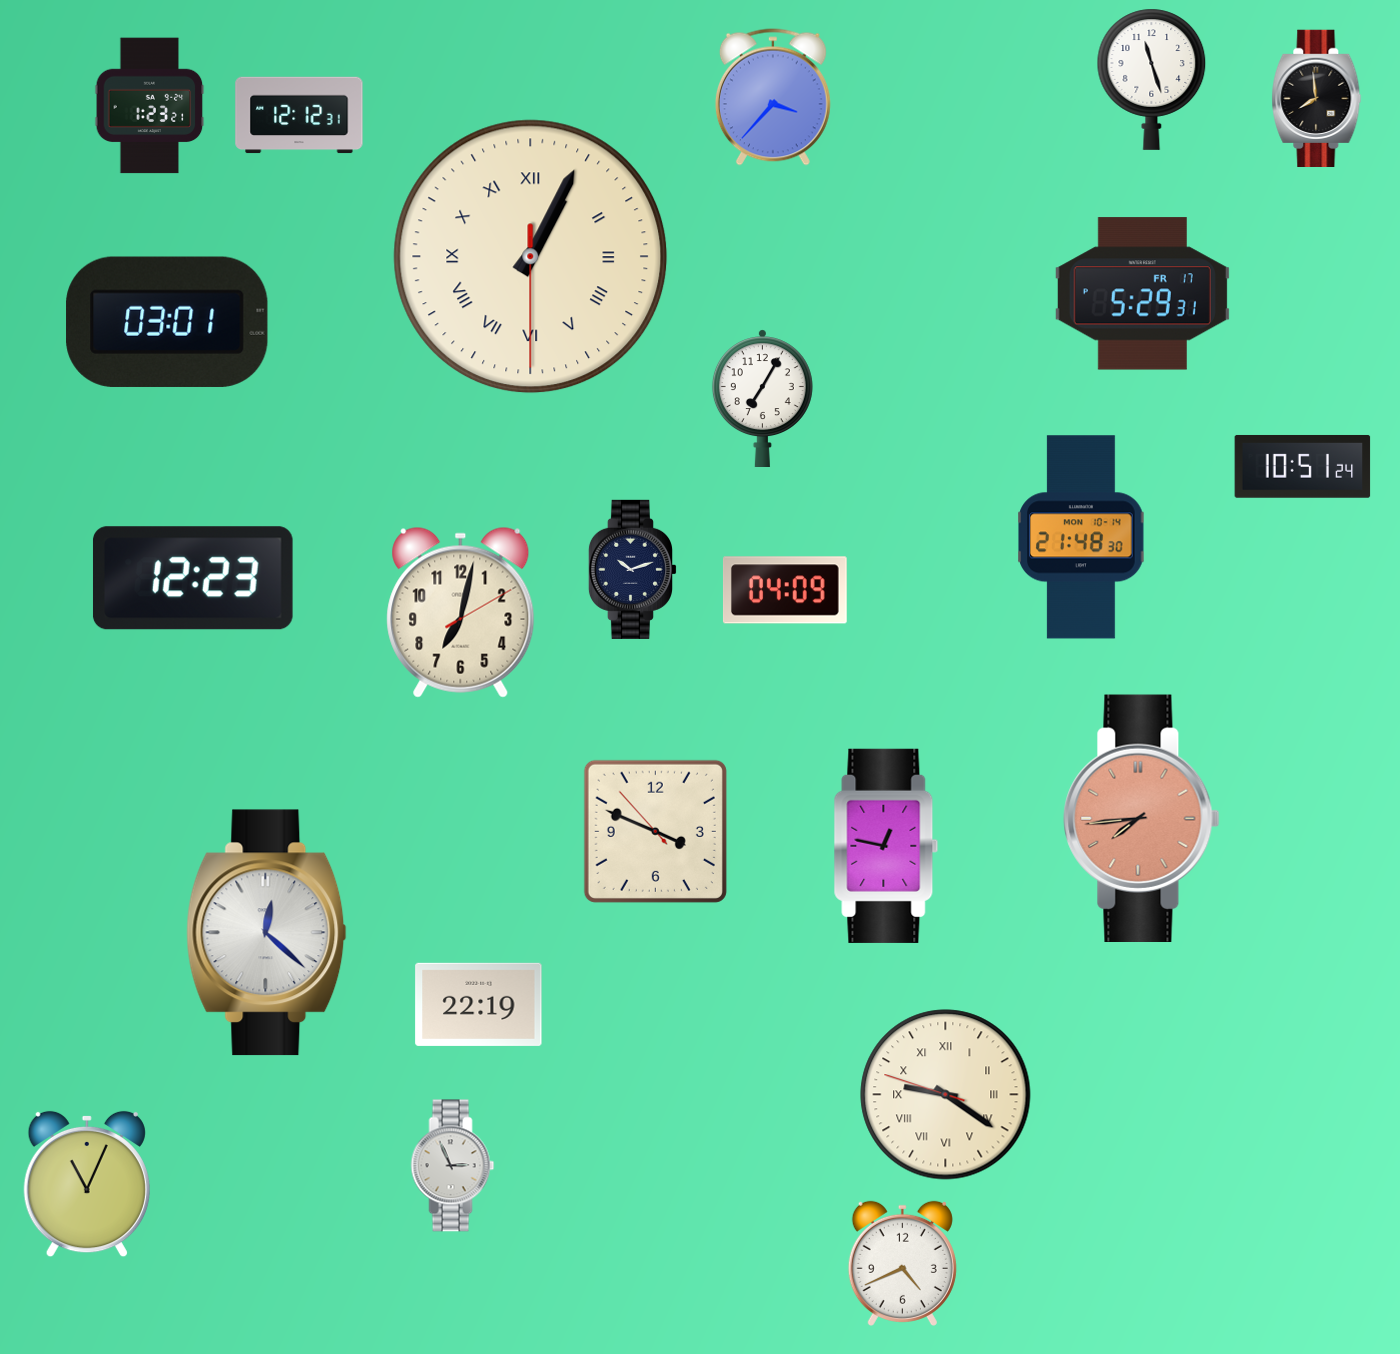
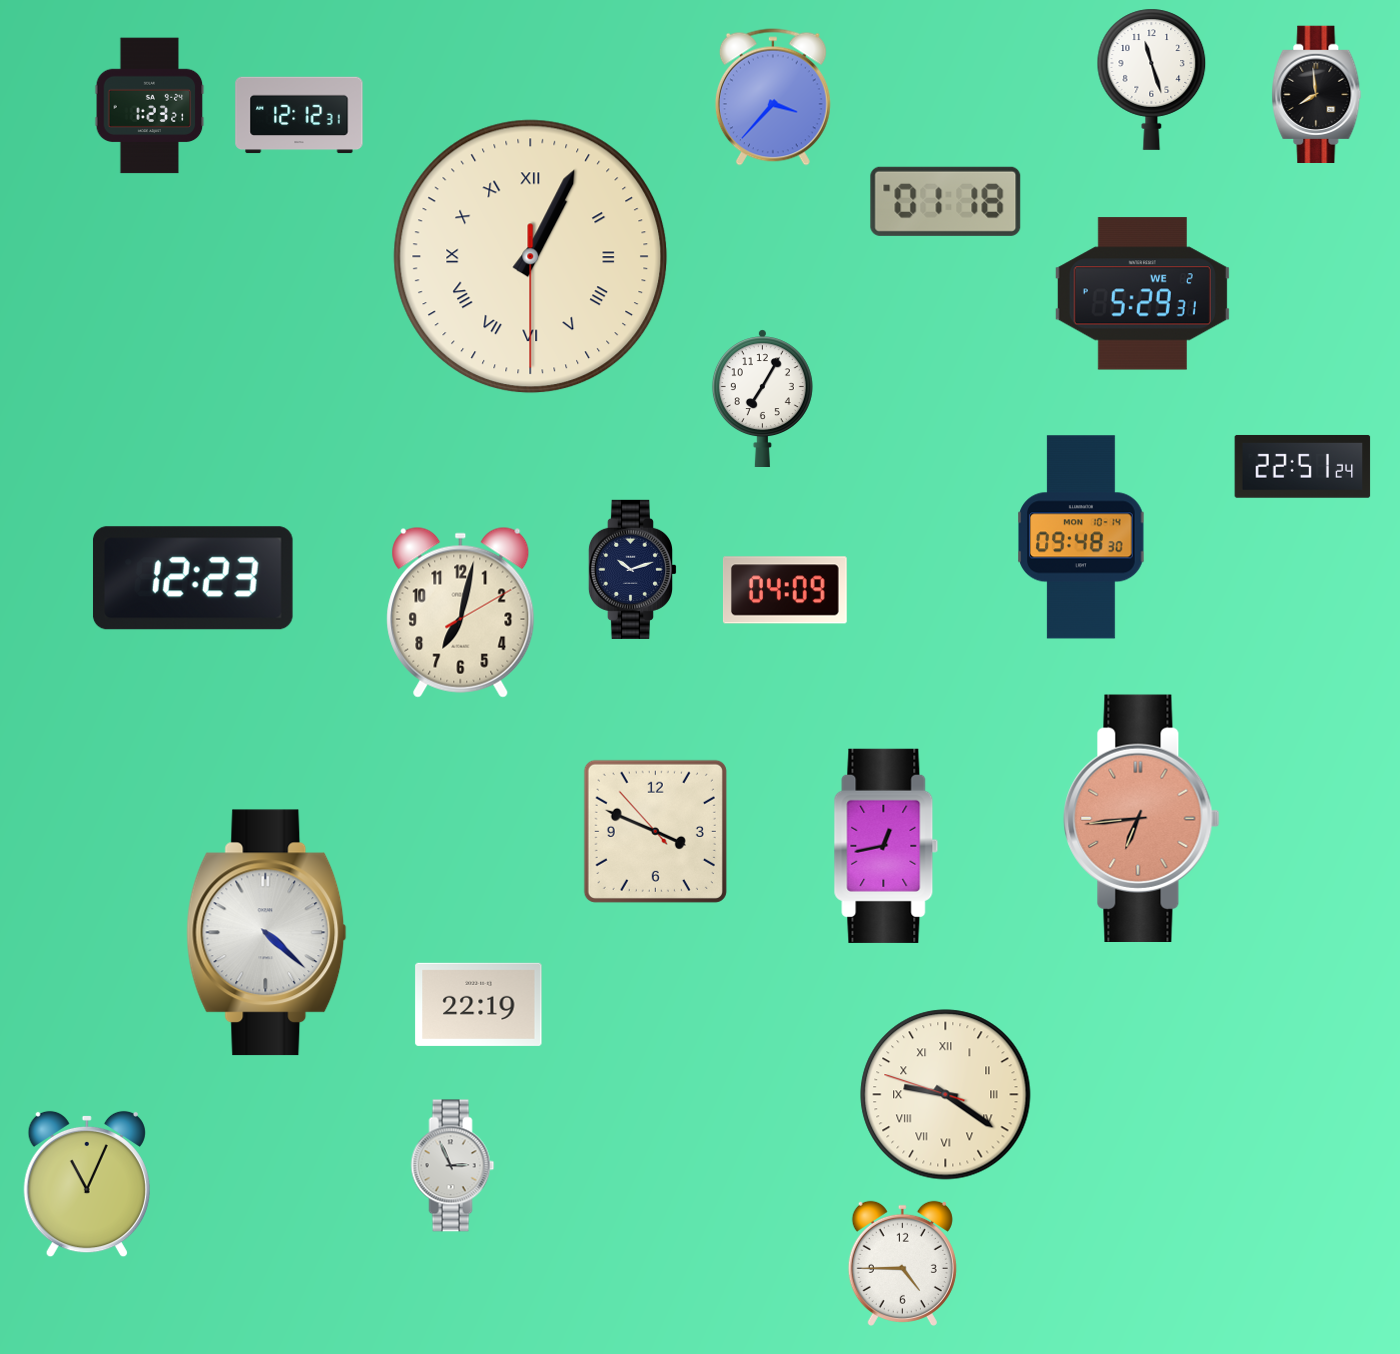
clock at (1317, 98) position: (1317, 98) -> (1317, 94)
clock at (946, 201): none -> 01:18
clock at (1142, 294) date: FR 17 -> WE 2
clock at (167, 322): 03:01 -> none
clock at (1303, 466): 10:51 -> 22:51
clock at (1081, 537): 21:48 -> 09:48
clock at (1142, 818): 7:44 -> 6:44
clock at (886, 846): 12:47 -> 12:43
clock at (267, 933): 12:22 -> 4:22
clock at (902, 1263): 4:41 -> 4:45
